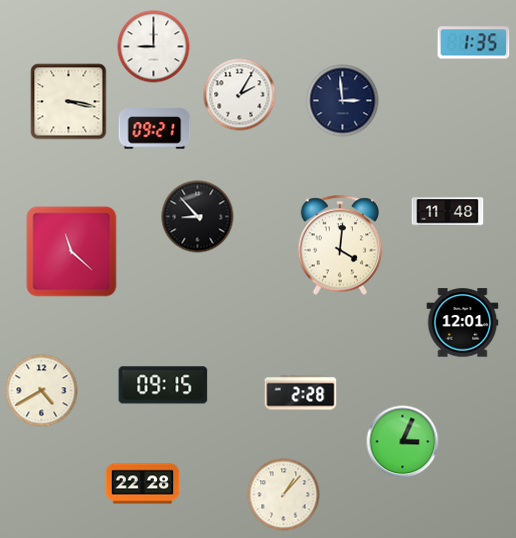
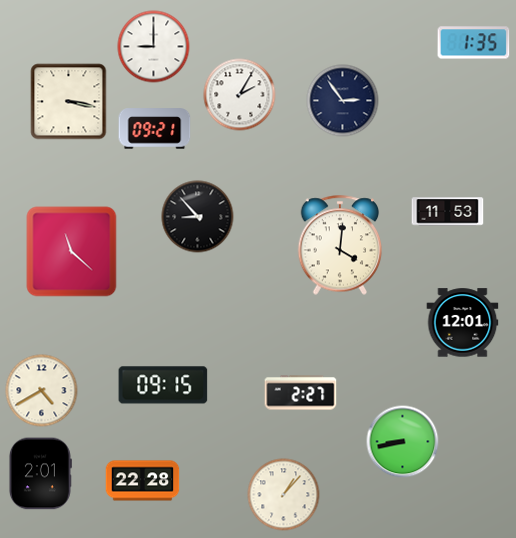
clock at (343, 101): 2:59 -> 2:54
clock at (448, 212): 11:48 -> 11:53
clock at (301, 393): 2:28 -> 2:27
clock at (403, 442): 3:04 -> 8:43
clock at (40, 474): none -> 2:01
clock at (143, 484) position: (143, 484) -> (143, 481)
